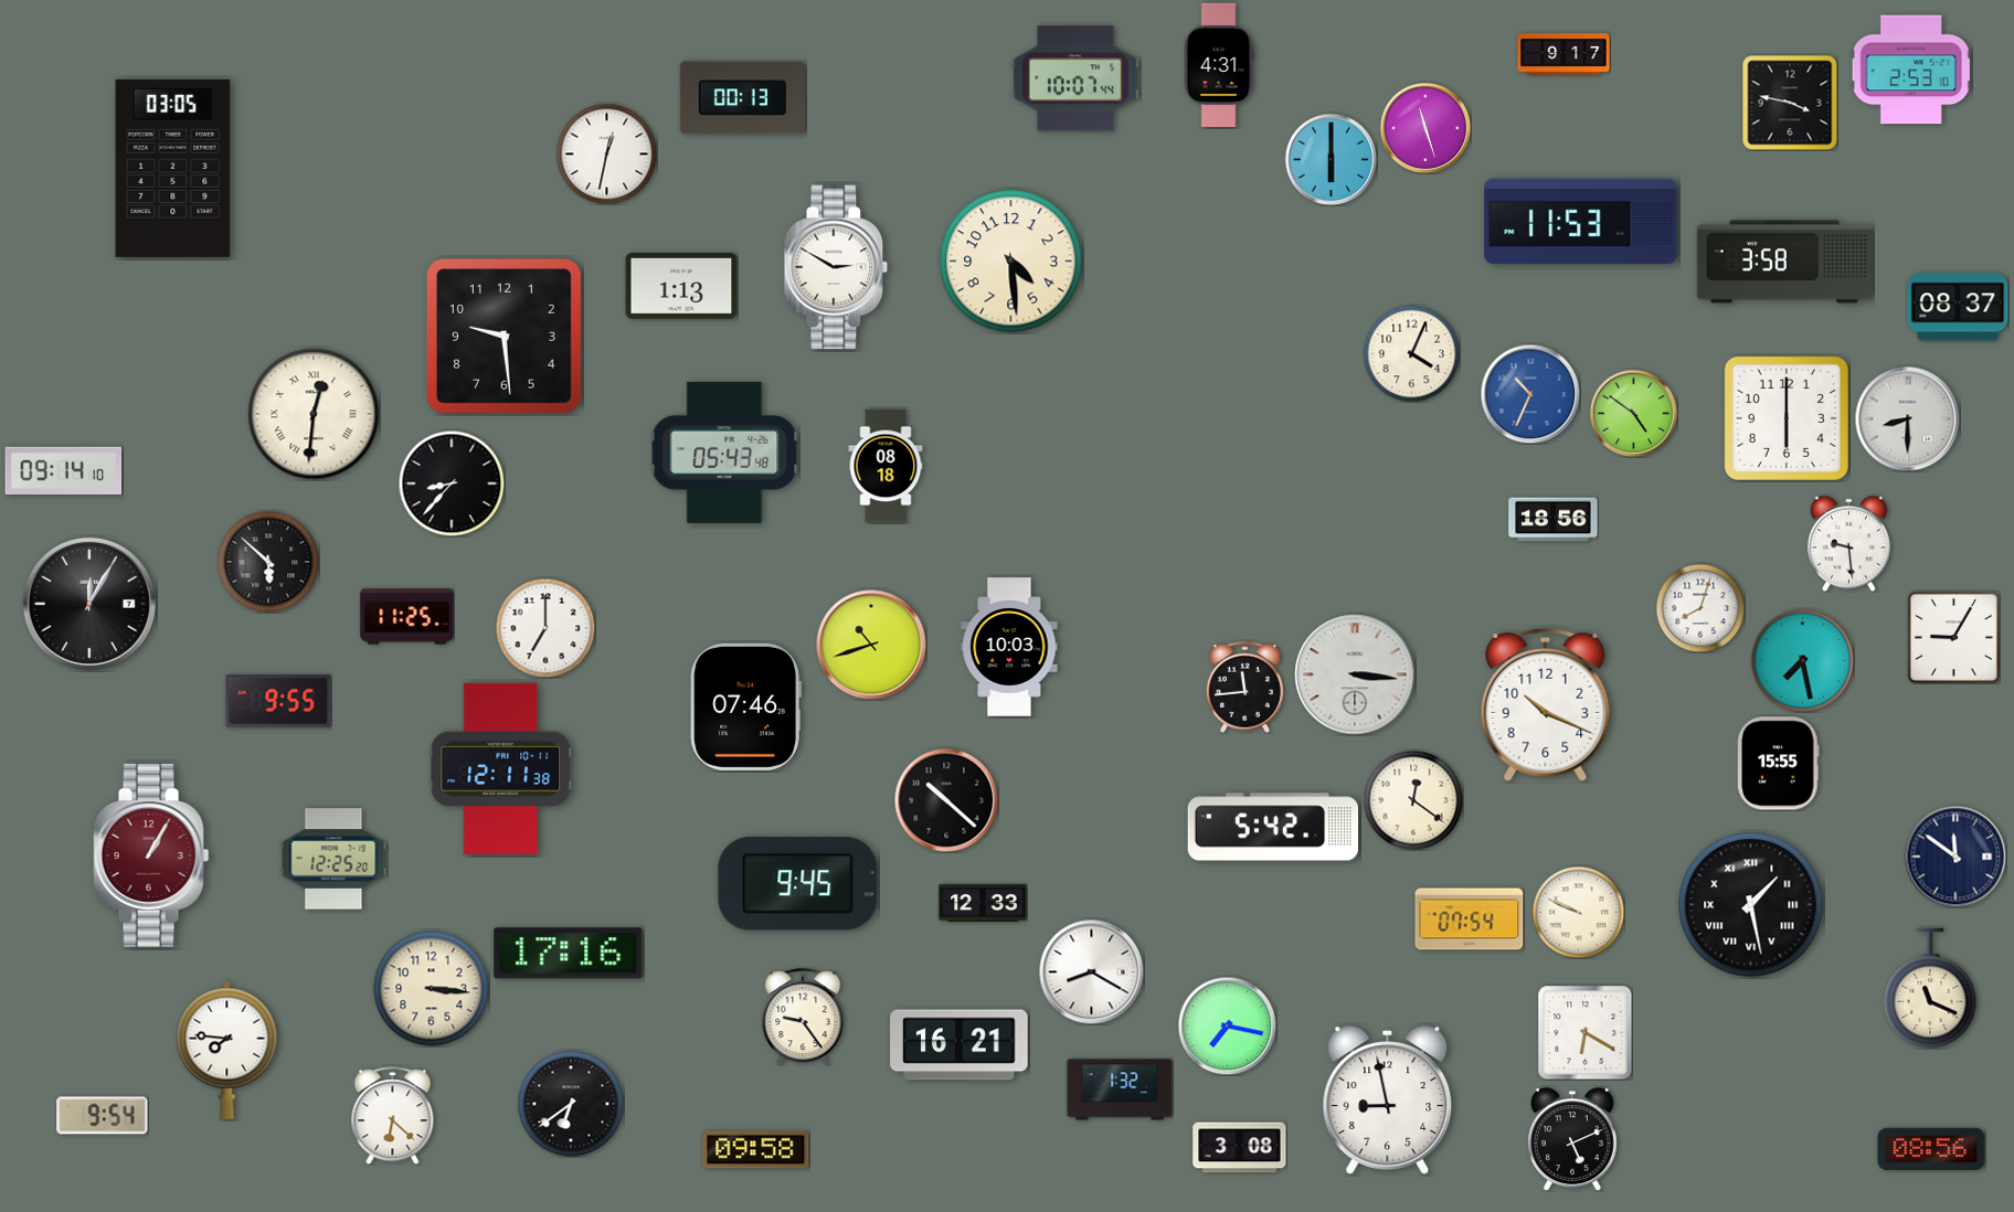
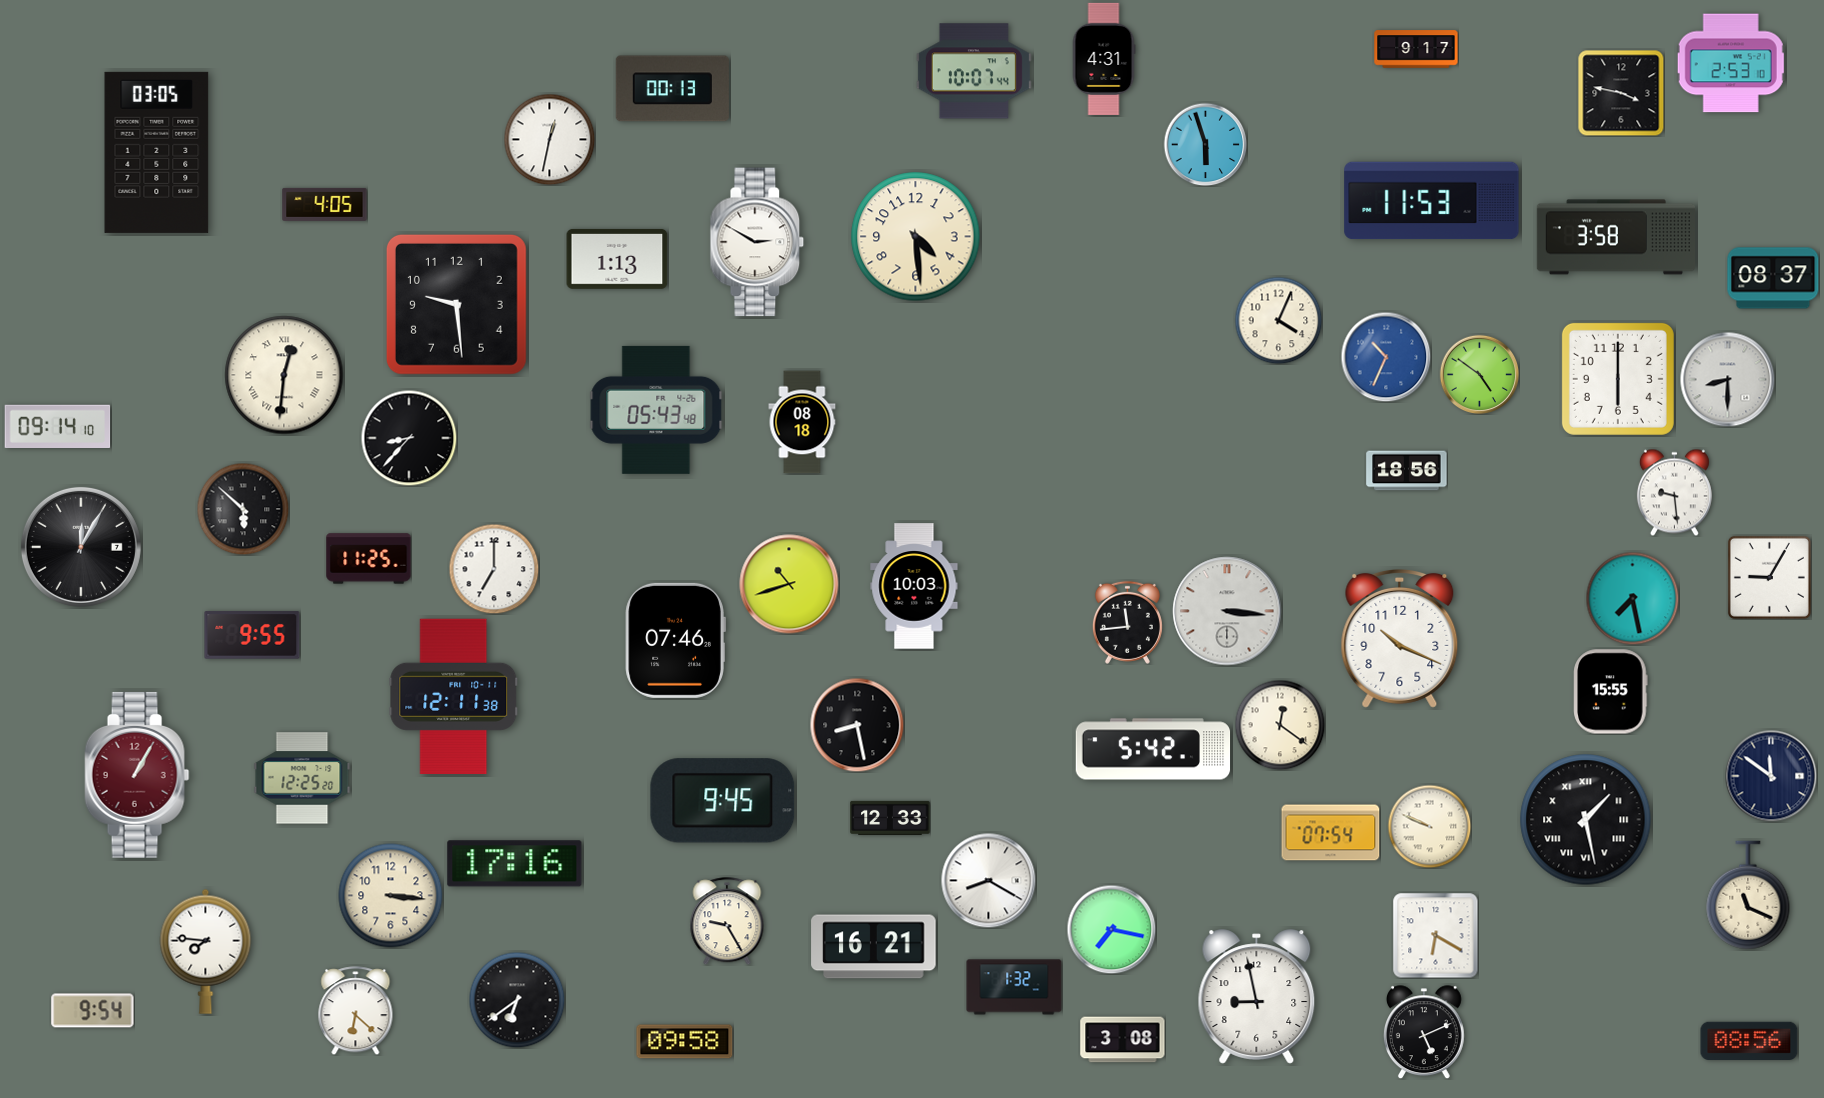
clock at (1425, 128): 11:27 -> none
clock at (1331, 159): 6:00 -> 5:57
clock at (325, 204): none -> 4:05
clock at (1700, 608): 8:03 -> none
clock at (946, 800): 10:22 -> 8:28
clock at (803, 1017): 9:24 -> 9:25
clock at (960, 1045) position: (960, 1045) -> (874, 947)
